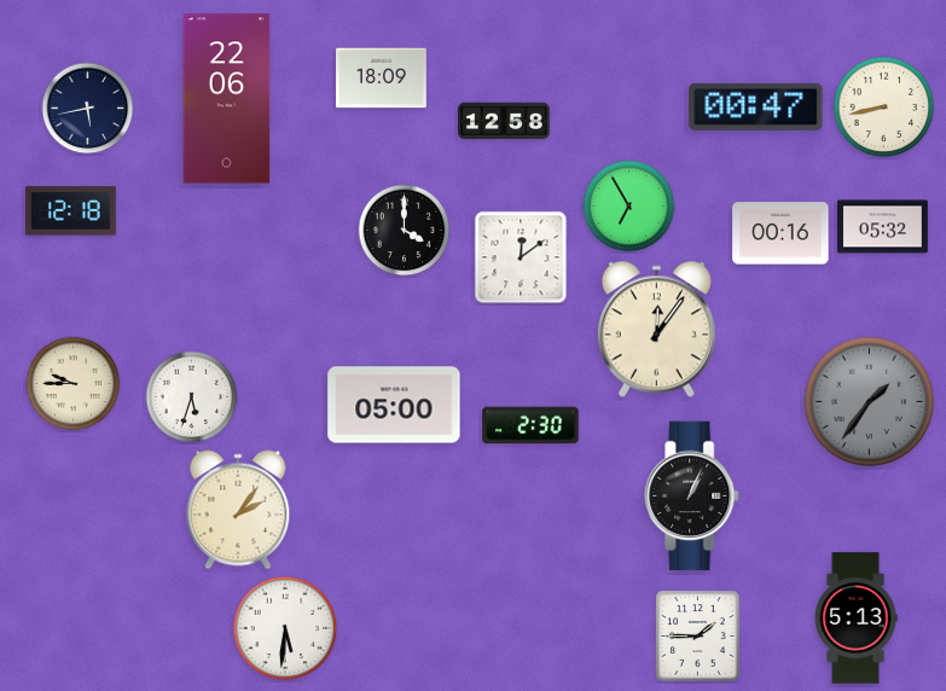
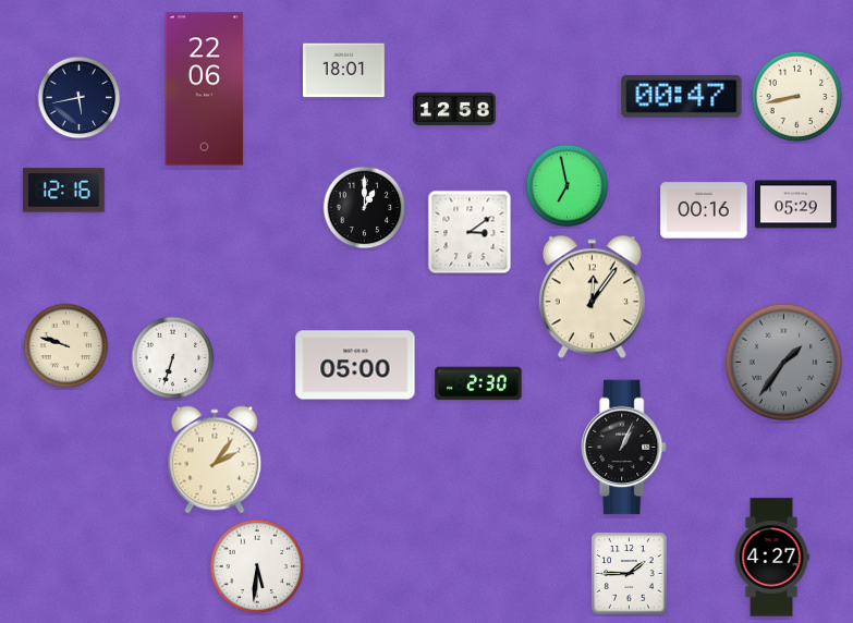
clock at (382, 79): 18:09 -> 18:01
clock at (629, 207): 6:55 -> 6:58
clock at (70, 211): 12:18 -> 12:16
clock at (883, 227): 05:32 -> 05:29
clock at (405, 231): 4:00 -> 1:00
clock at (521, 257): 12:09 -> 3:09
clock at (74, 384): 9:45 -> 9:48
clock at (192, 397): 5:33 -> 6:33
clock at (855, 619): 5:13 -> 4:27
